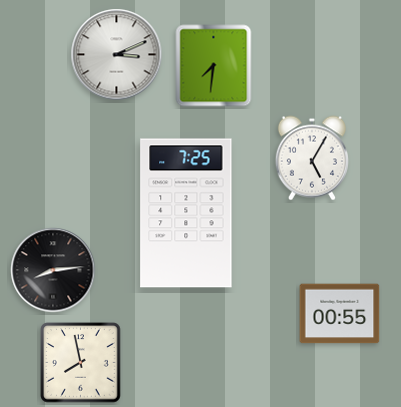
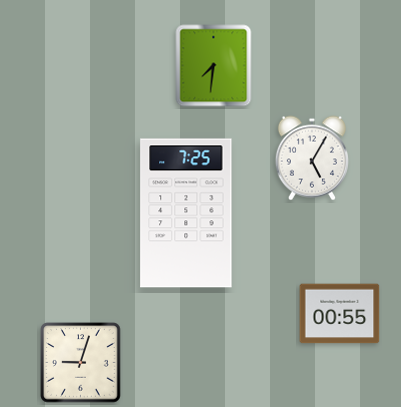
clock at (117, 55): 3:11 -> none
clock at (53, 270): 8:14 -> none
clock at (81, 363): 7:58 -> 9:03
